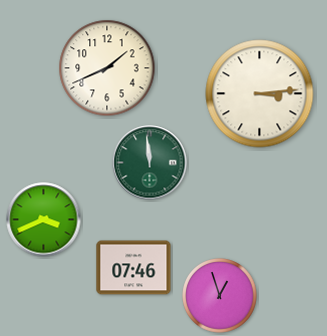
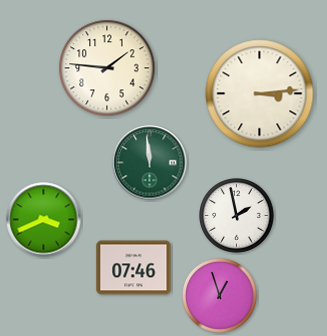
clock at (107, 68): 1:41 -> 1:46
clock at (237, 216): none -> 1:58
